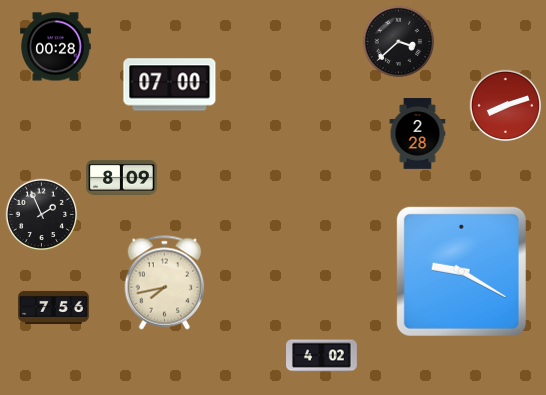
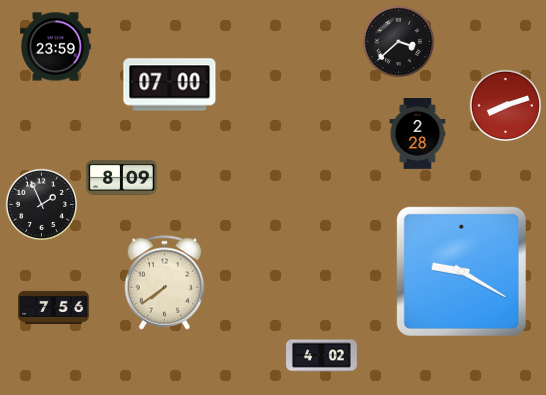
clock at (56, 47): 00:28 -> 23:59
clock at (42, 215) position: (42, 215) -> (42, 205)
clock at (165, 283): 7:43 -> 7:39
